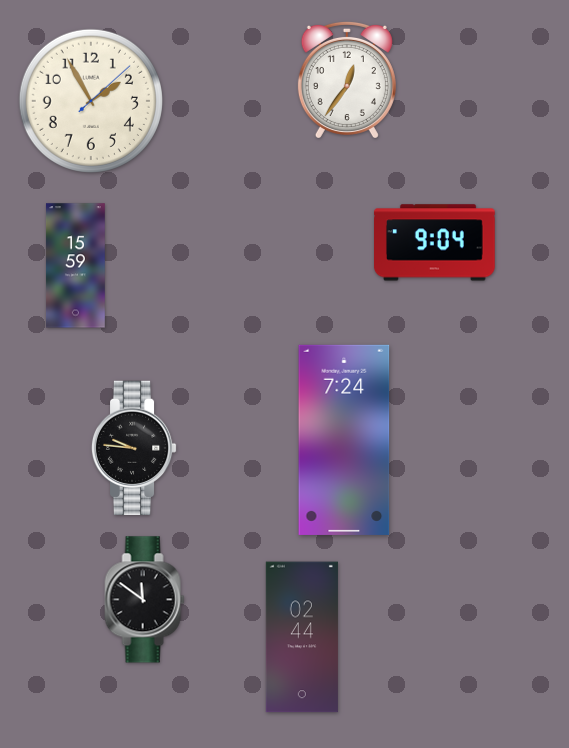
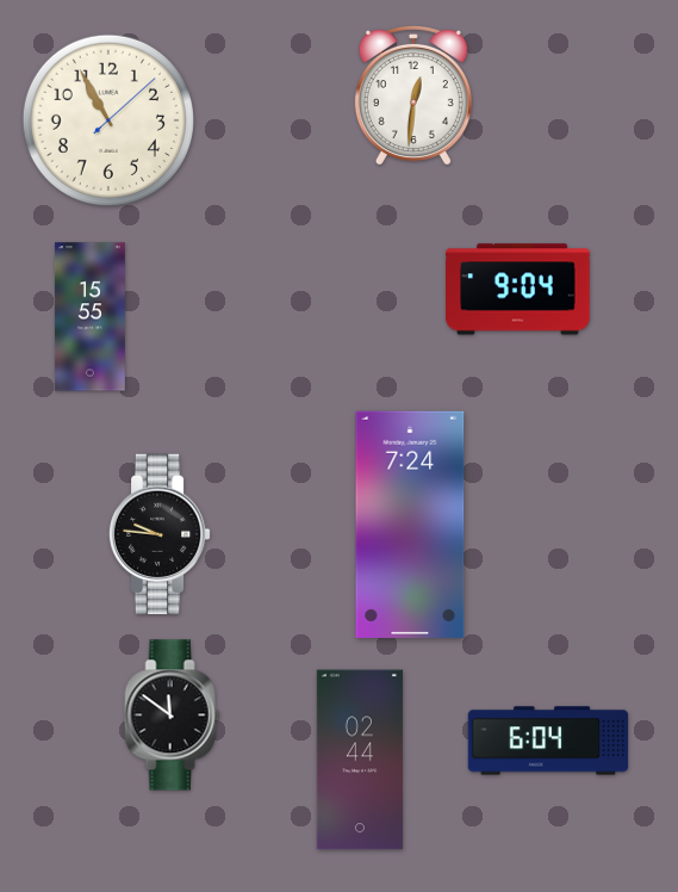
clock at (347, 79): 12:36 -> 12:31
clock at (91, 101): 1:55 -> 10:55
clock at (75, 266): 15:59 -> 15:55
clock at (548, 741): none -> 6:04
